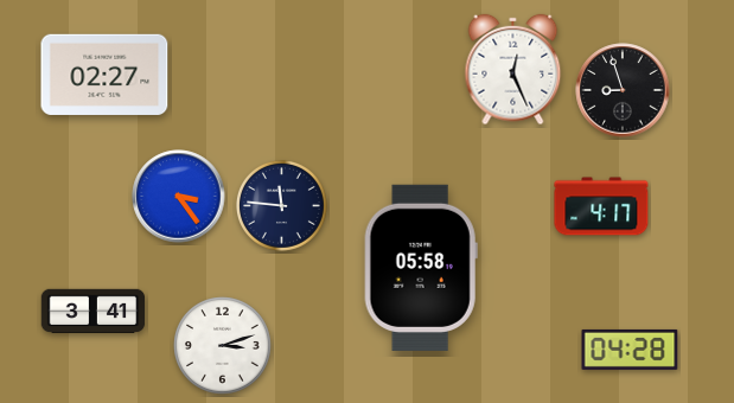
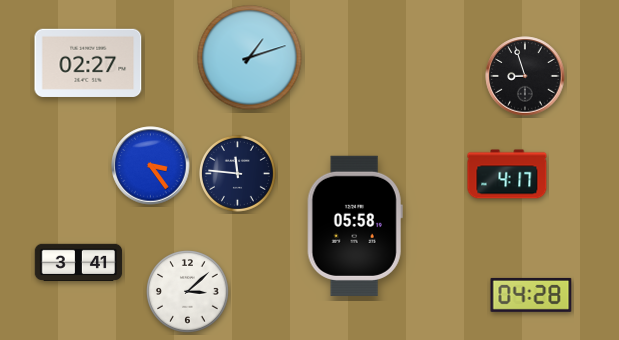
clock at (250, 58): none -> 1:12
clock at (513, 70): 12:26 -> none
clock at (223, 346): 3:12 -> 3:08
